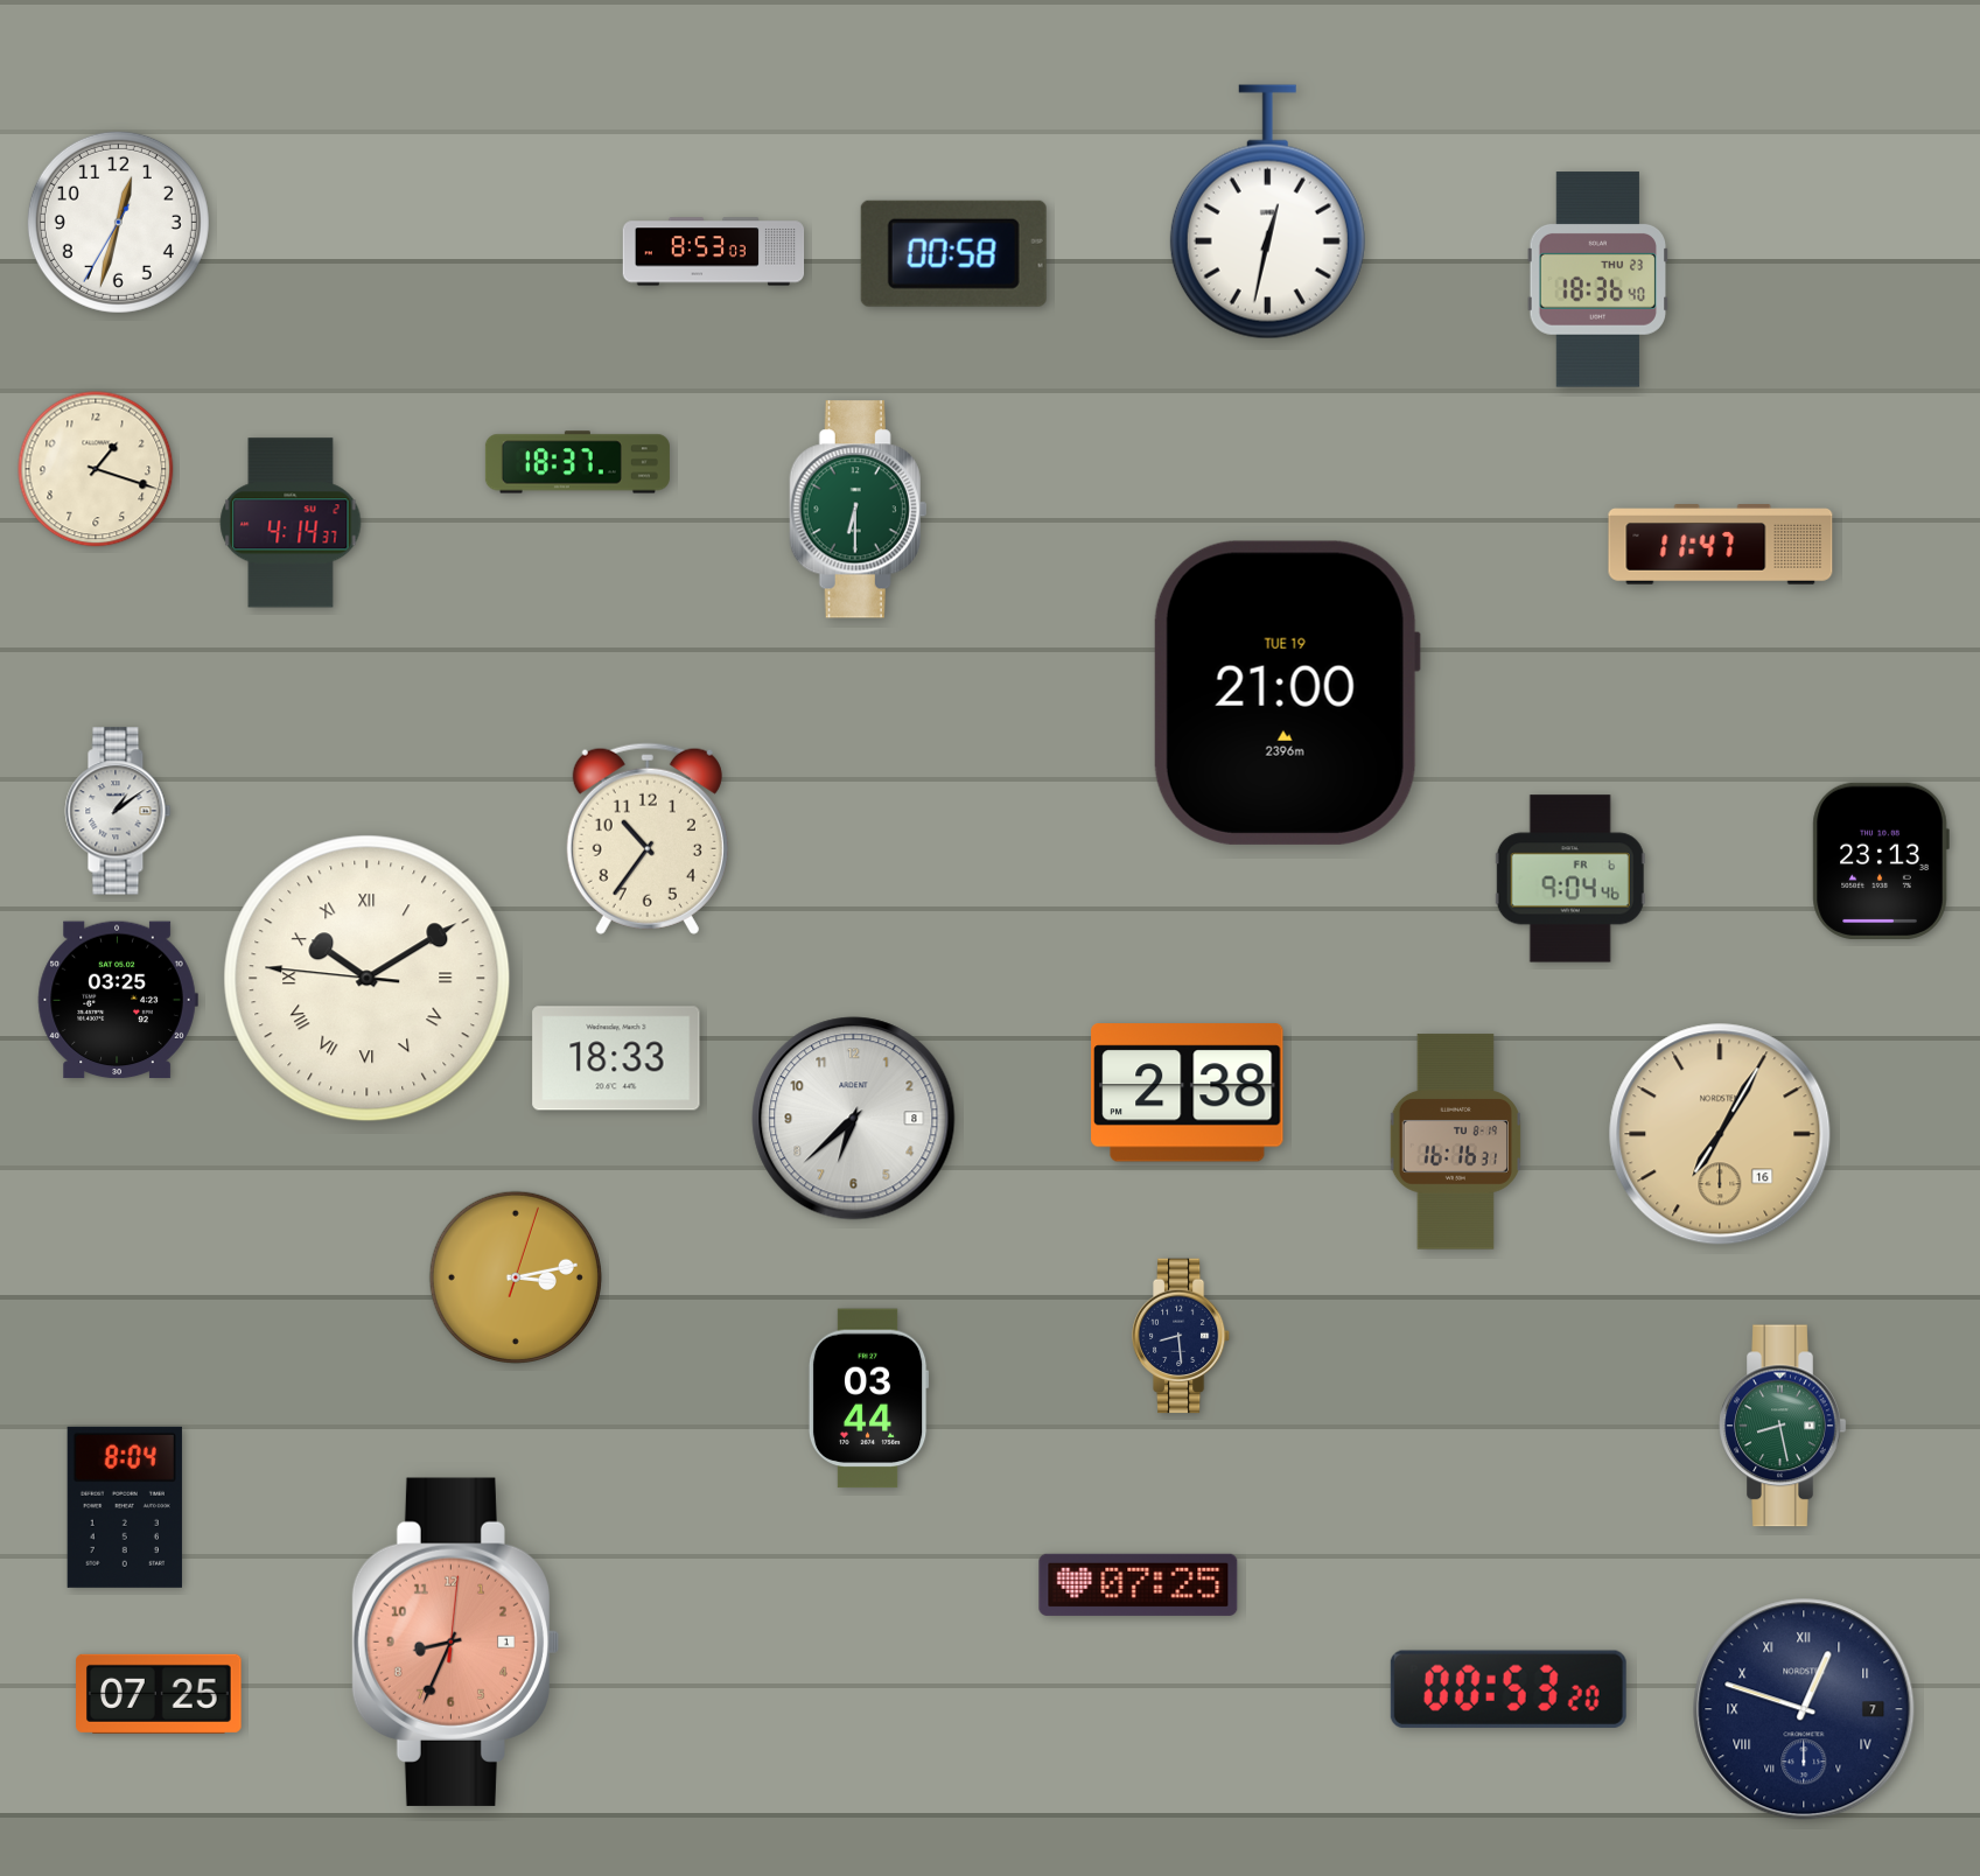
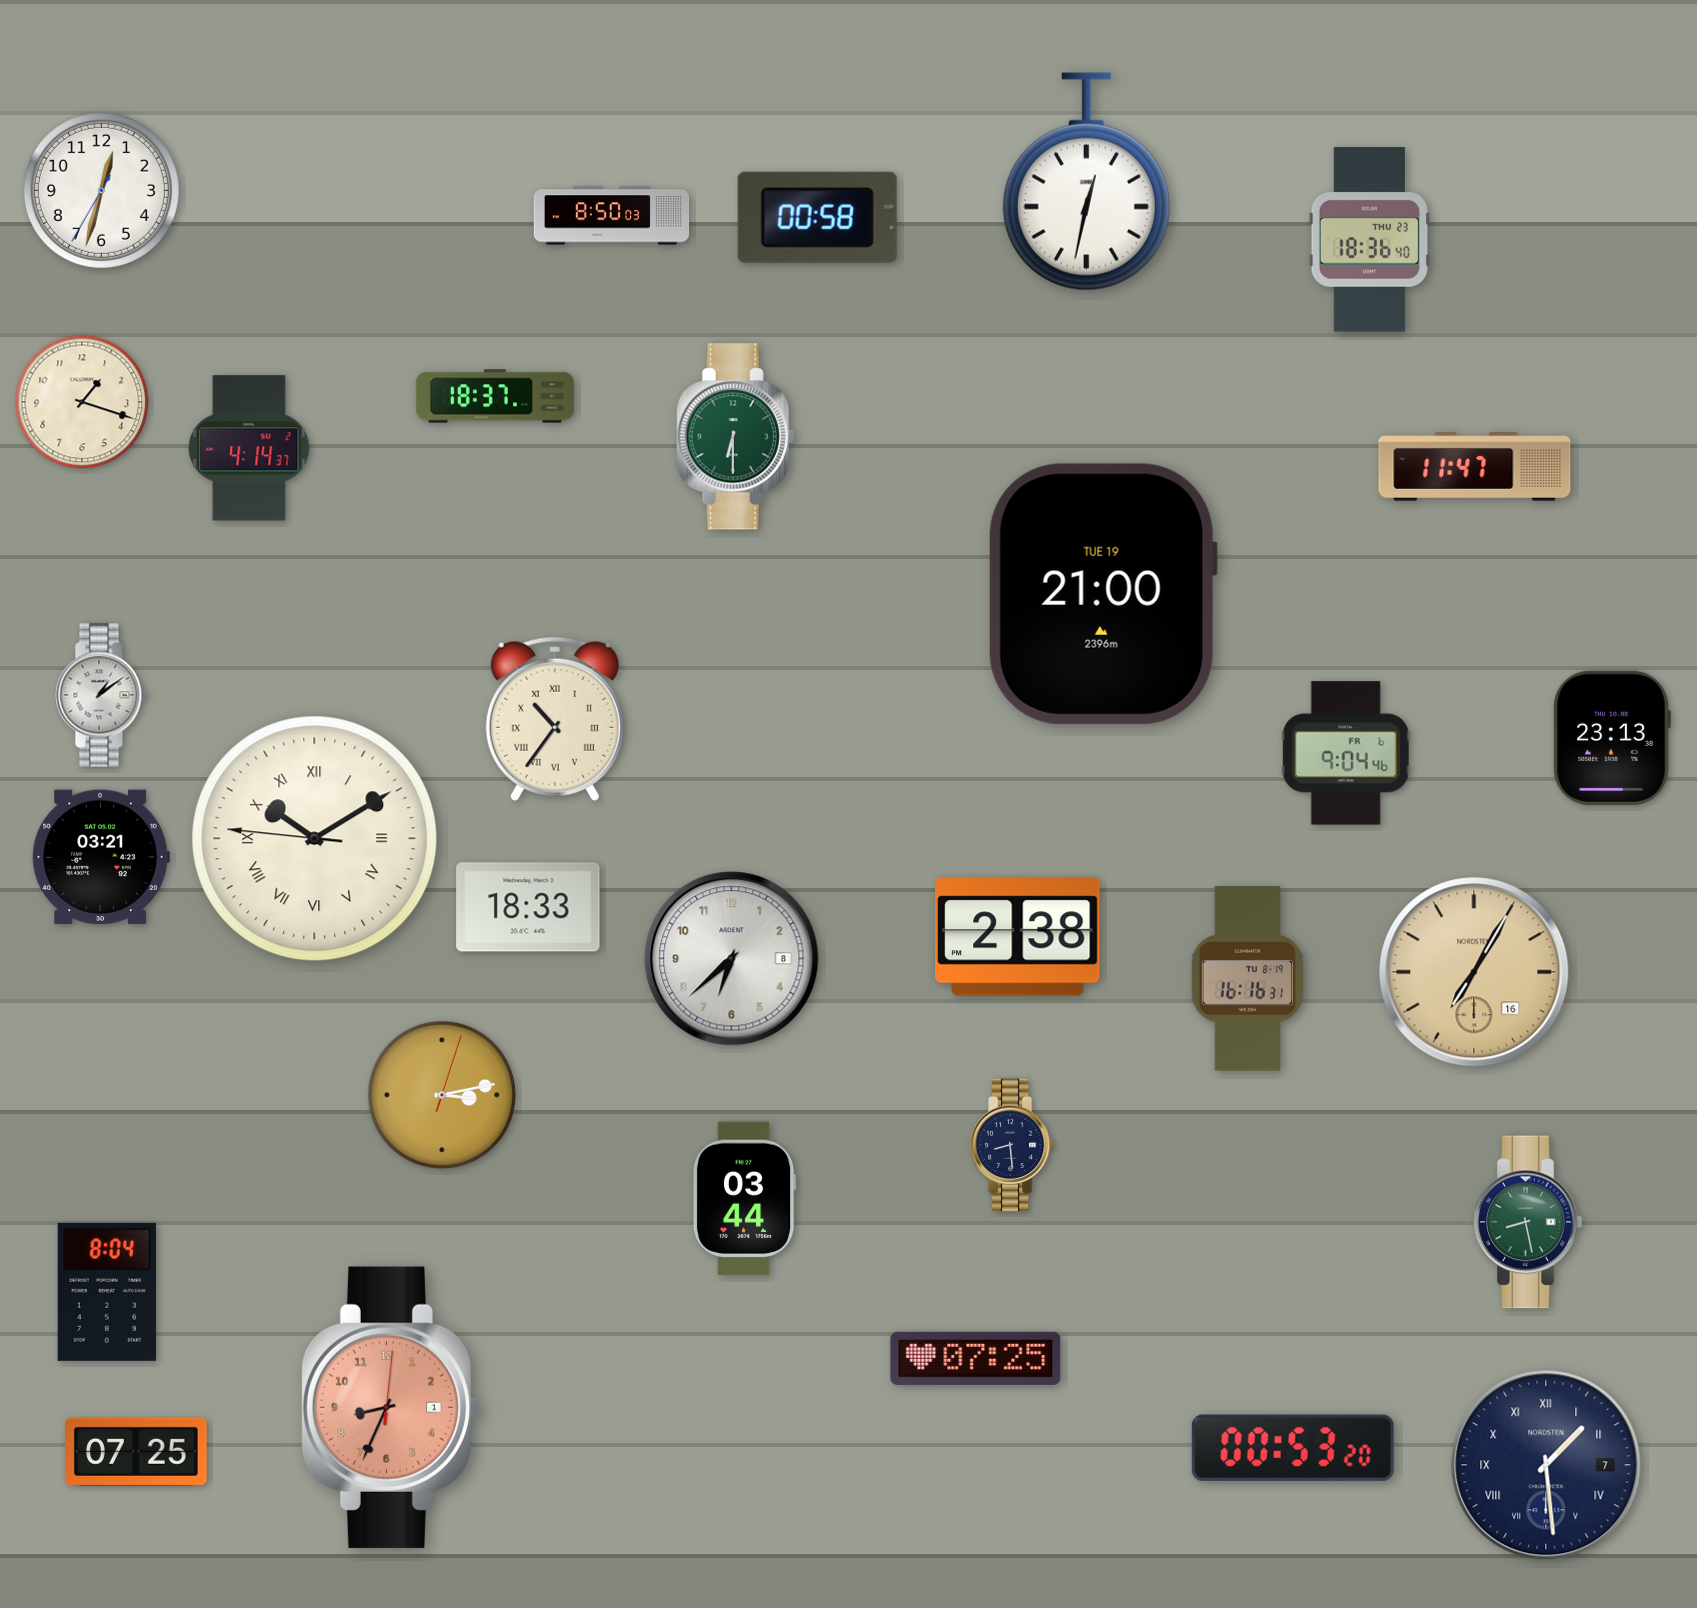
clock at (714, 252): 8:53 -> 8:50
clock at (648, 839) numerals: Arabic -> Roman
clock at (118, 1000): 03:25 -> 03:21
clock at (1804, 1709): 12:48 -> 1:29
